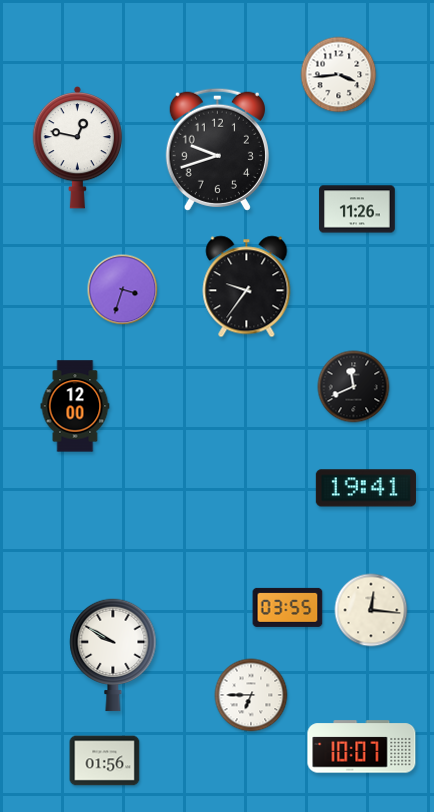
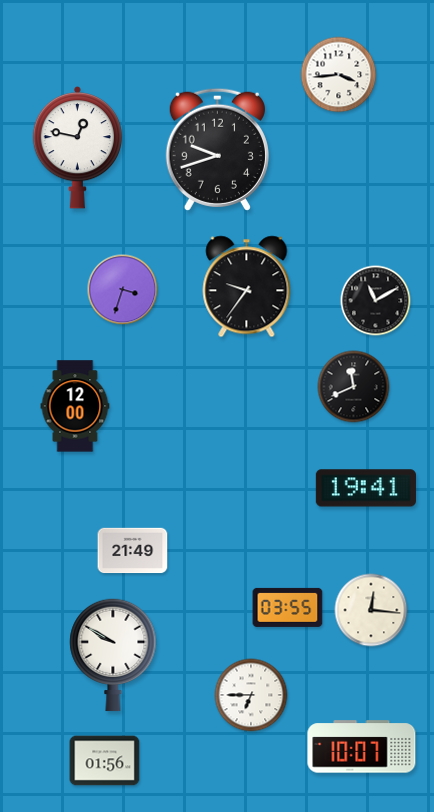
clock at (357, 209): 11:26 -> none
clock at (376, 301): none -> 11:10
clock at (133, 551): none -> 21:49
